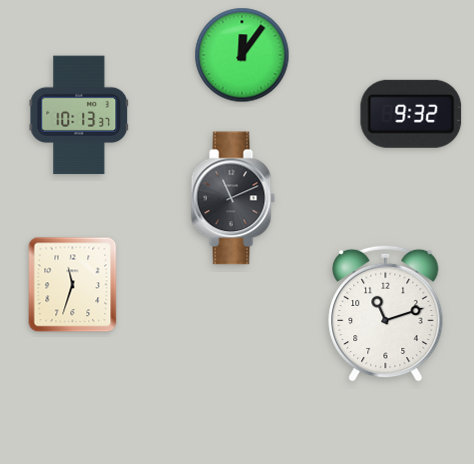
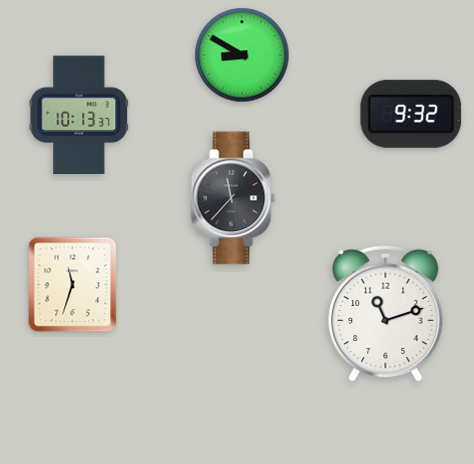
clock at (242, 55): 12:06 -> 8:50
clock at (233, 198): 11:11 -> 11:37
